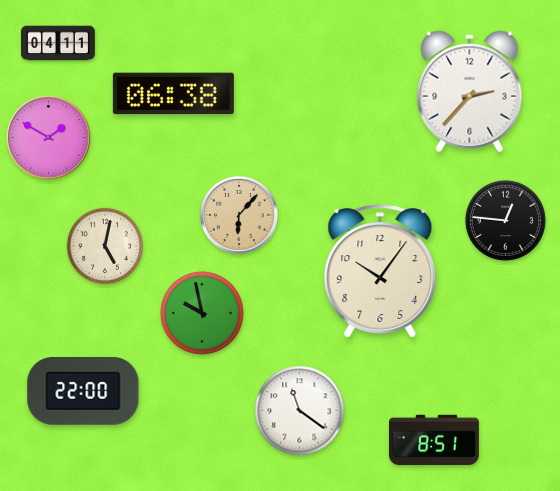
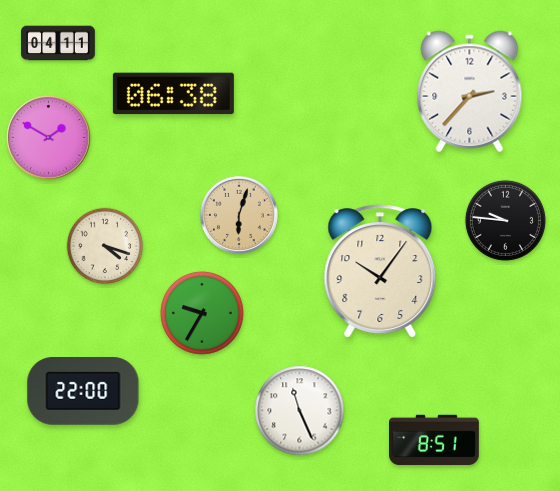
clock at (239, 215): 6:07 -> 6:03
clock at (505, 220): 12:46 -> 9:46
clock at (105, 246): 5:02 -> 4:18
clock at (202, 313): 9:58 -> 9:35
clock at (300, 411): 11:21 -> 11:26
